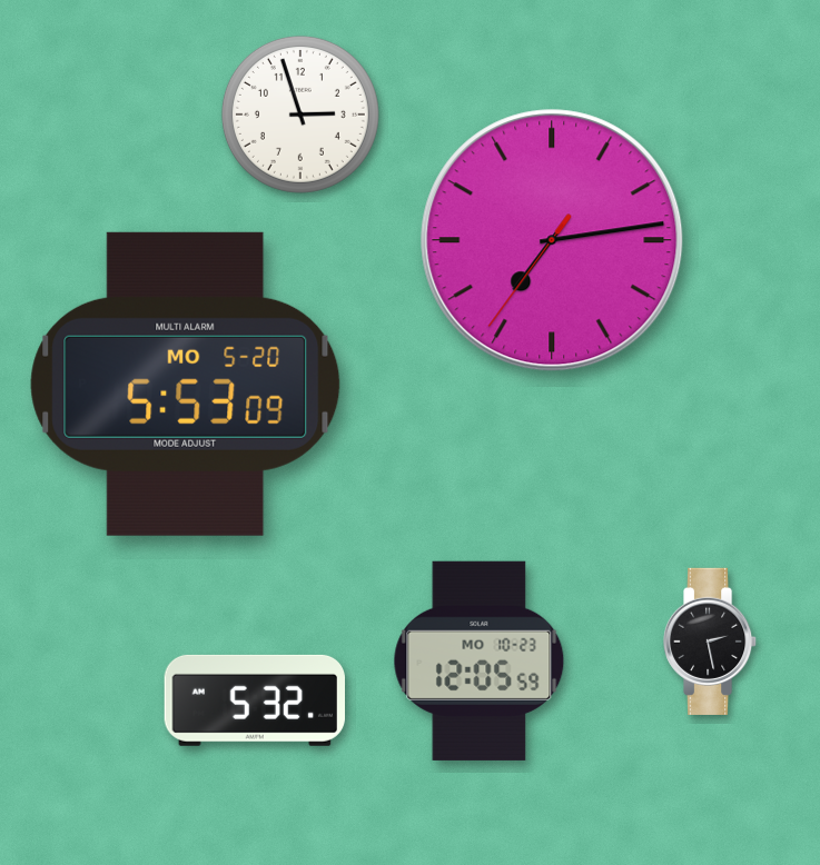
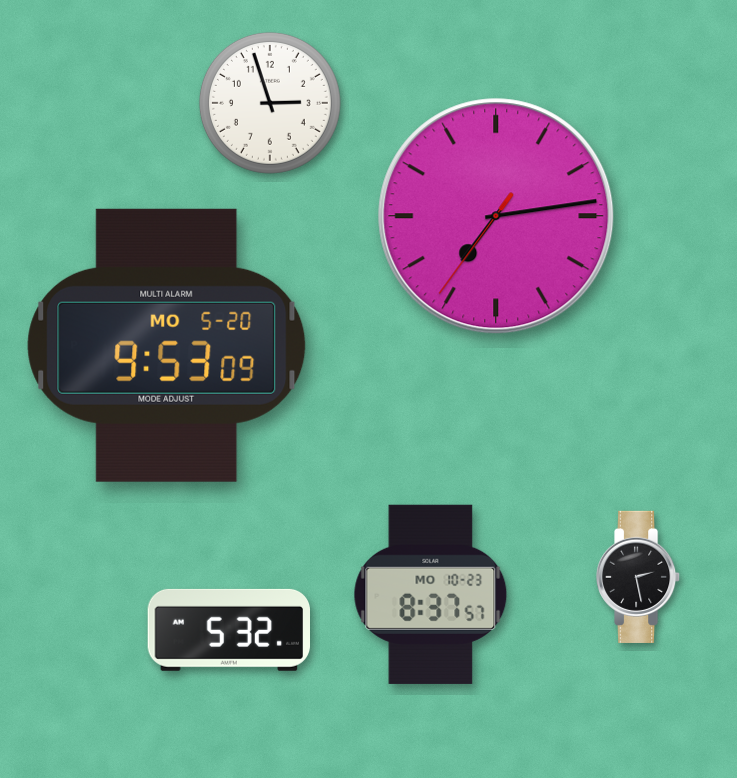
clock at (186, 384): 5:53 -> 9:53
clock at (480, 660): 12:05 -> 8:37
